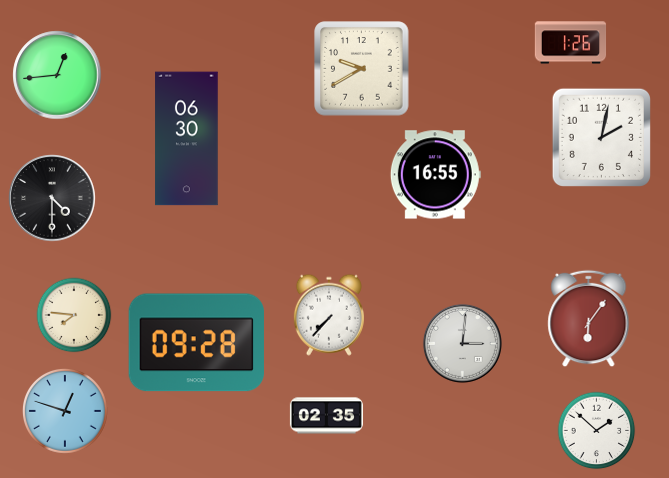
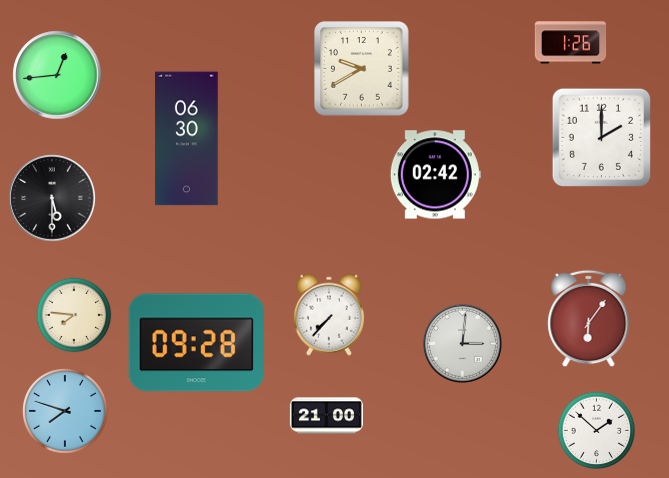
clock at (601, 137): 2:02 -> 2:00
clock at (435, 175): 16:55 -> 02:42
clock at (52, 198): 4:30 -> 5:30
clock at (66, 412): 12:48 -> 7:48
clock at (326, 416): 02:35 -> 21:00
